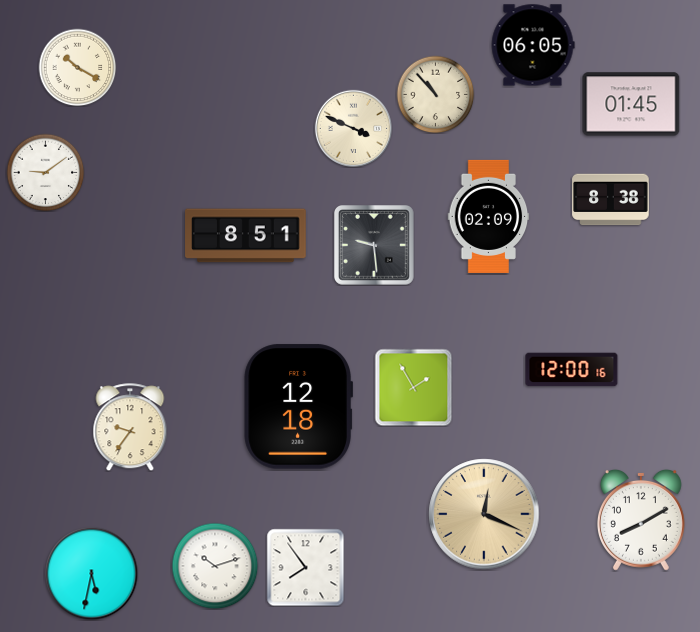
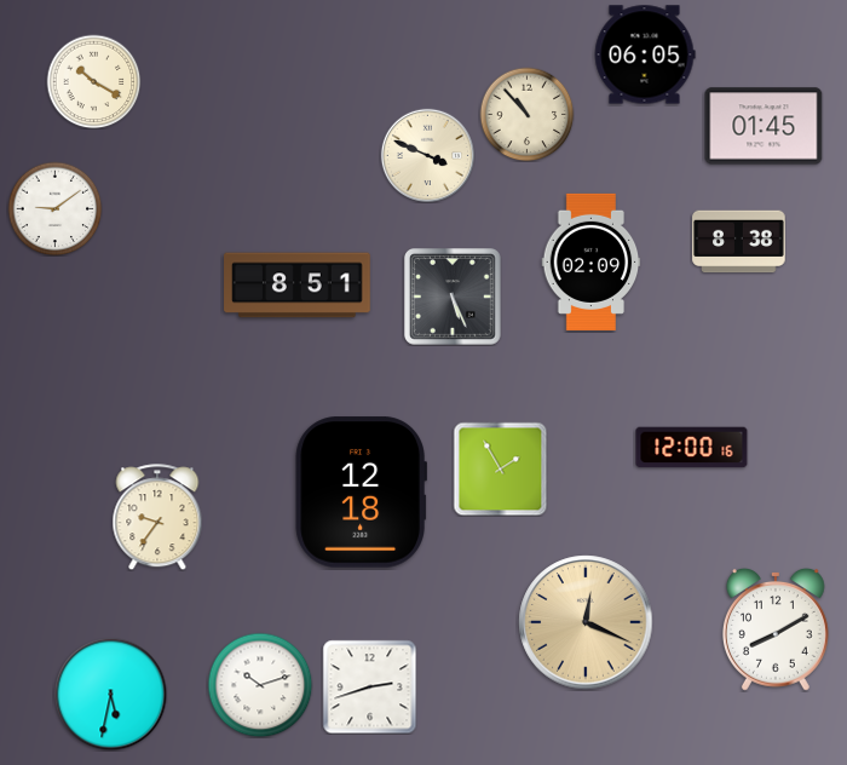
clock at (375, 246): 9:29 -> 5:26
clock at (305, 567): 7:54 -> 2:42
